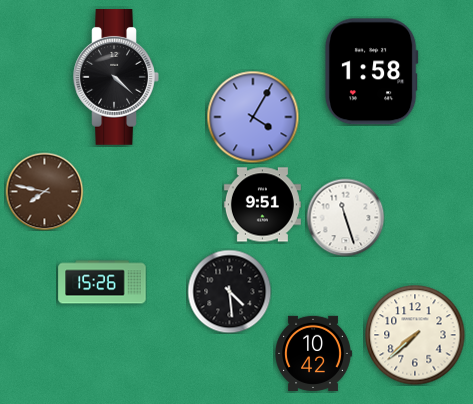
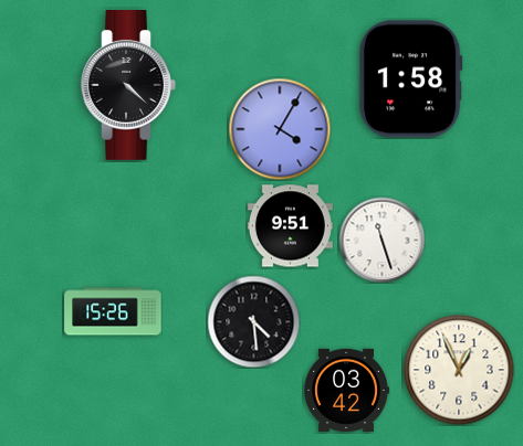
clock at (44, 191): 7:47 -> none
clock at (415, 335): 7:38 -> 12:56
clock at (313, 353): 10:42 -> 03:42
